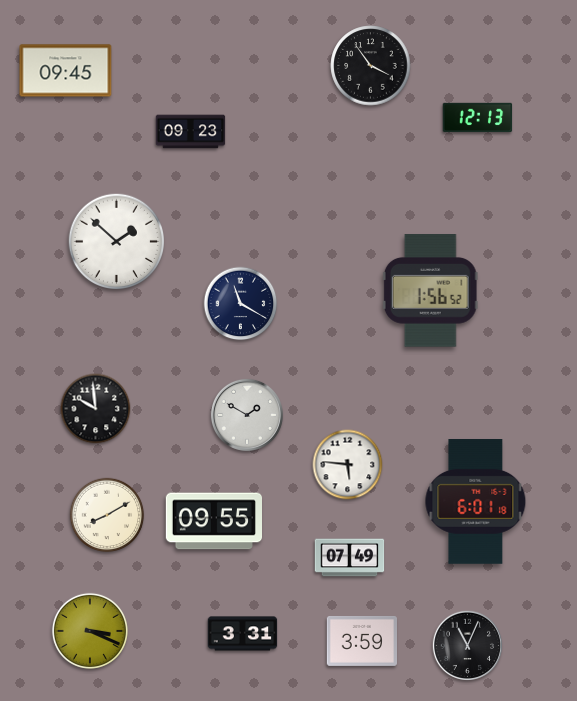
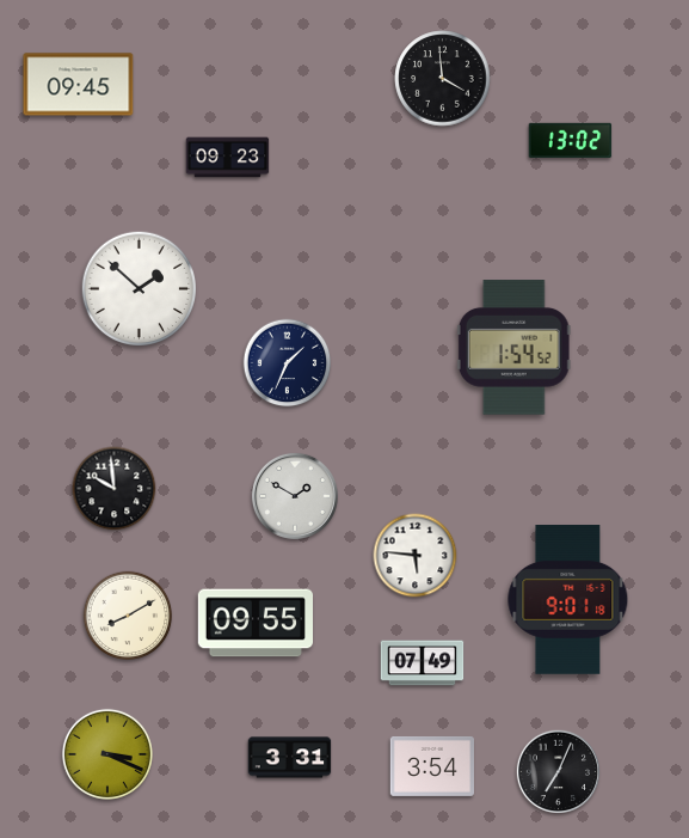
clock at (371, 66): 3:54 -> 3:59
clock at (478, 118): 12:13 -> 13:02
clock at (430, 291): 1:56 -> 1:54
clock at (241, 304): 11:20 -> 1:34
clock at (476, 502): 6:01 -> 9:01
clock at (350, 558) position: (350, 558) -> (423, 663)
clock at (361, 641): 3:59 -> 3:54
clock at (468, 646): 11:04 -> 7:04
